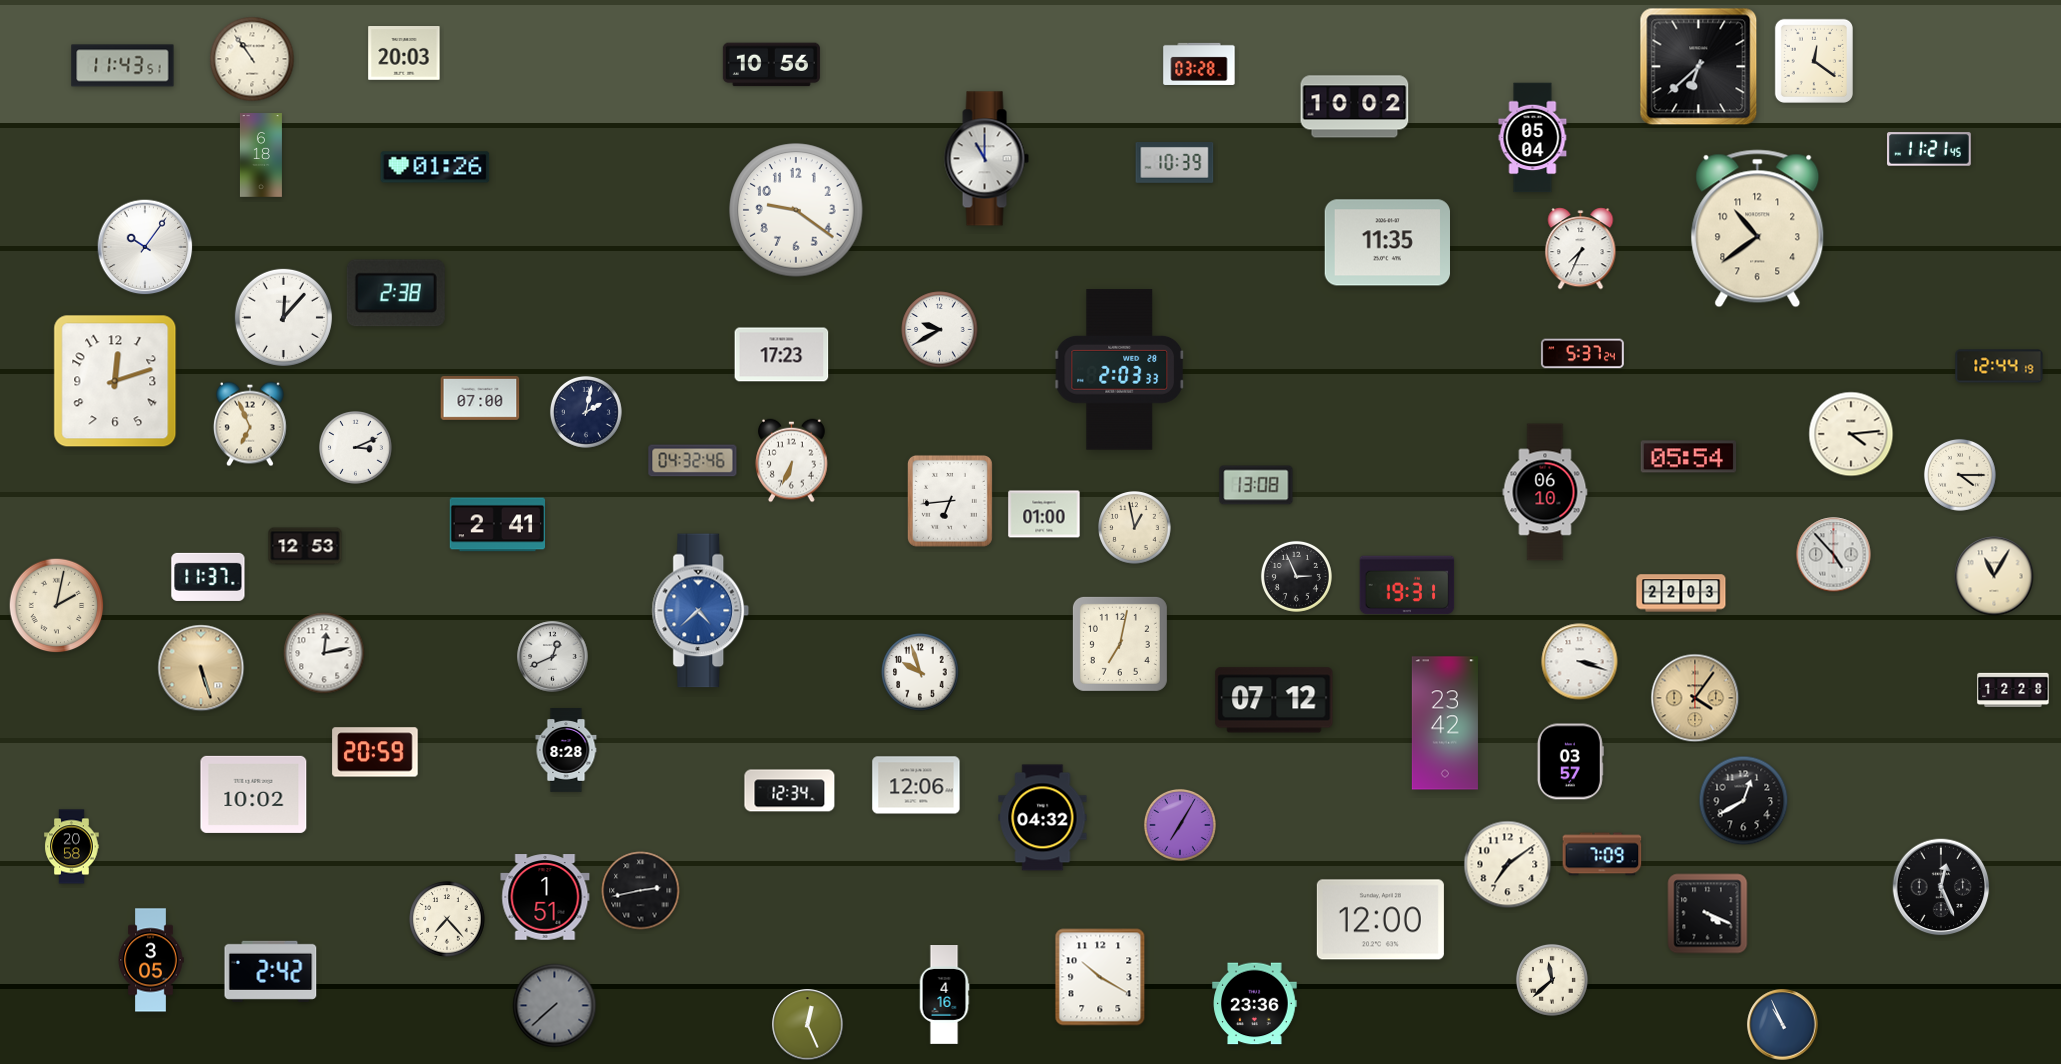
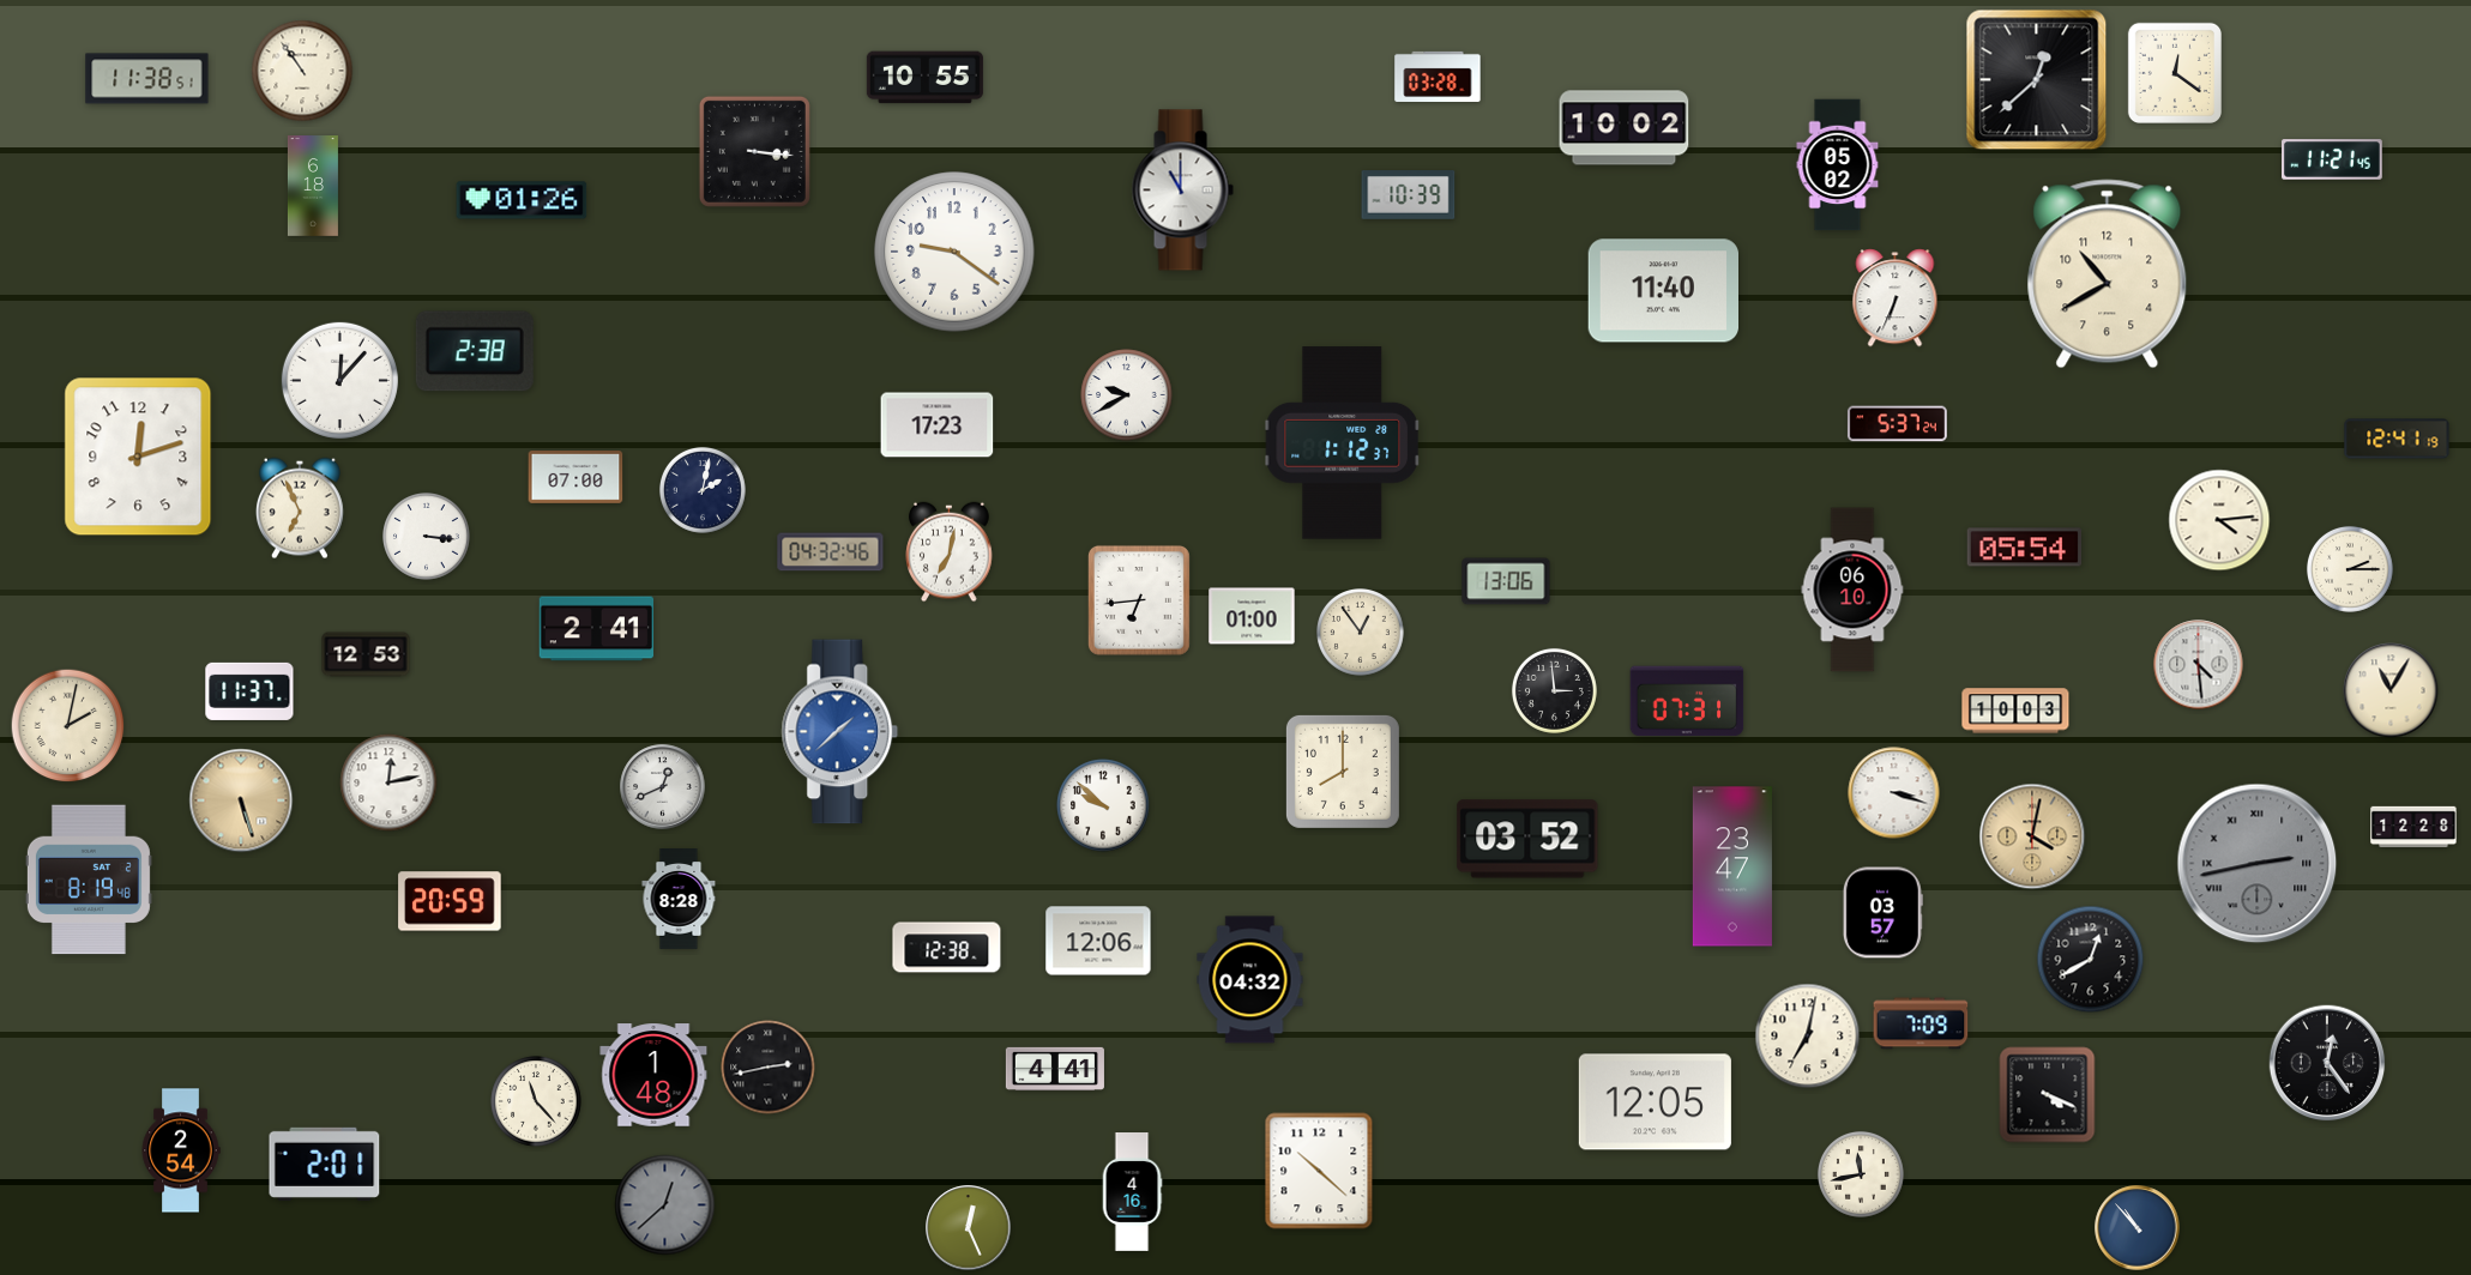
clock at (404, 54): 20:03 -> none
clock at (771, 65): 10:56 -> 10:55
clock at (123, 66): 11:43 -> 11:38
clock at (1699, 67): 6:38 -> 12:38
clock at (754, 151): none -> 3:16
clock at (1533, 138): 05:04 -> 05:02
clock at (1930, 149) position: (1930, 149) -> (2333, 159)
clock at (1758, 229): 10:39 -> 10:40
clock at (1387, 243): 11:35 -> 11:40
clock at (145, 247): 10:06 -> none
clock at (1581, 249): 7:34 -> 6:34
clock at (1999, 366): 12:44 -> 12:41
clock at (1119, 370): 2:03 -> 1:12
clock at (586, 412) position: (586, 412) -> (703, 490)
clock at (356, 448): 3:11 -> 3:16
clock at (792, 461): 6:34 -> 7:02
clock at (1960, 475): 4:15 -> 2:15
clock at (1256, 485): 13:08 -> 13:06
clock at (1135, 528): 12:58 -> 12:54
clock at (1834, 555): 4:53 -> 4:29
clock at (1296, 576): 2:56 -> 2:59
clock at (1407, 585): 19:31 -> 07:31
clock at (1681, 593): 22:03 -> 10:03
clock at (701, 611): 4:38 -> 1:38
clock at (1120, 644): 7:02 -> 8:00
clock at (920, 672): 9:57 -> 9:52
clock at (1695, 698): 4:06 -> 4:02
clock at (1274, 700): 07:12 -> 03:52
clock at (2258, 864): none -> 2:43
clock at (1445, 723): 23:42 -> 23:47
clock at (89, 880): none -> 8:19
clock at (790, 791): 12:34 -> 12:38
clock at (254, 794): 10:02 -> none
clock at (1180, 825): 7:05 -> none
clock at (72, 847): 20:58 -> none
clock at (1508, 865): 7:09 -> 7:02
clock at (1941, 887): 12:26 -> 12:24
clock at (1055, 1069): none -> 4:41
clock at (545, 897): 1:51 -> 1:48
clock at (447, 919): 7:23 -> 11:23
clock at (1380, 920): 12:00 -> 12:05
clock at (151, 960): 3:05 -> 2:54
clock at (271, 971): 2:42 -> 2:01
clock at (1100, 977): 10:20 -> 10:22
clock at (1552, 980): 11:38 -> 11:43
clock at (1255, 1004): 23:36 -> none
clock at (555, 1006): 7:38 -> 12:38
clock at (1783, 1025): 10:56 -> 10:53
